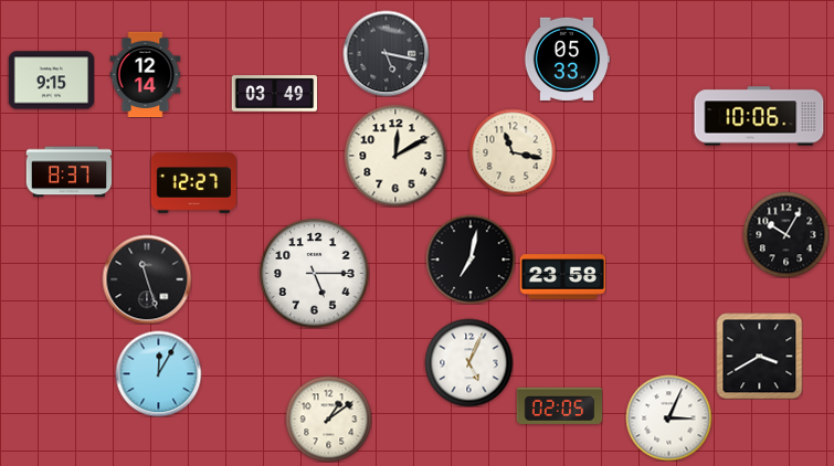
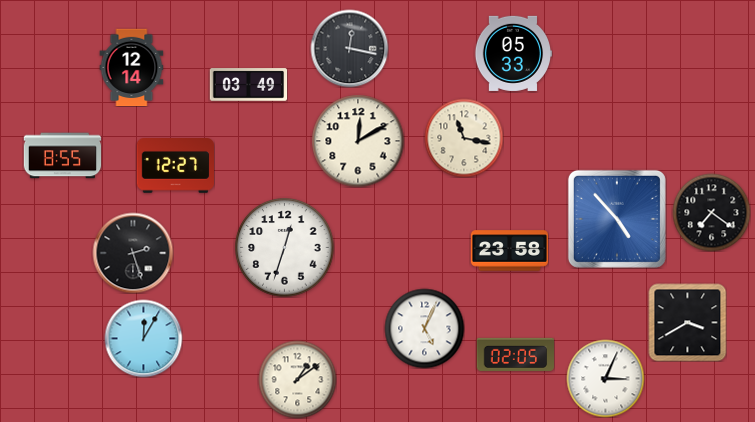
clock at (386, 53): 5:17 -> 12:17
clock at (51, 81): 9:15 -> none
clock at (759, 116): 10:06 -> none
clock at (68, 172): 8:37 -> 8:55
clock at (785, 234): 10:05 -> 7:21
clock at (617, 219): none -> 4:53
clock at (471, 260): 7:02 -> none
clock at (315, 274): 5:15 -> 12:33
clock at (147, 279): 11:27 -> 2:27
clock at (559, 405) position: (559, 405) -> (515, 354)
